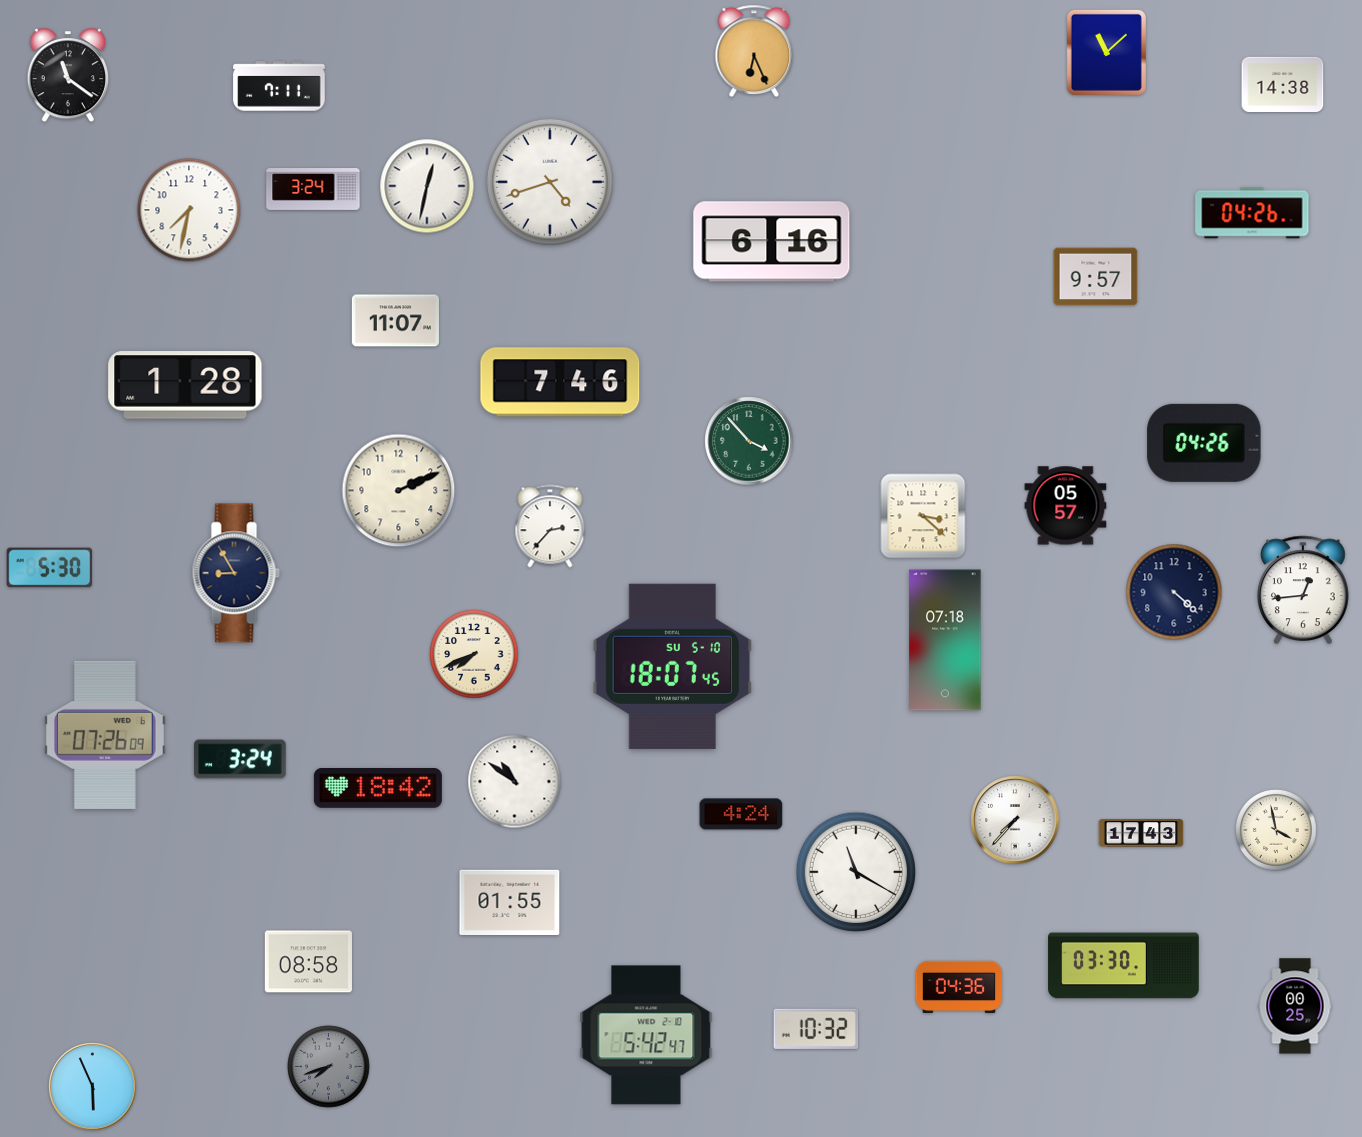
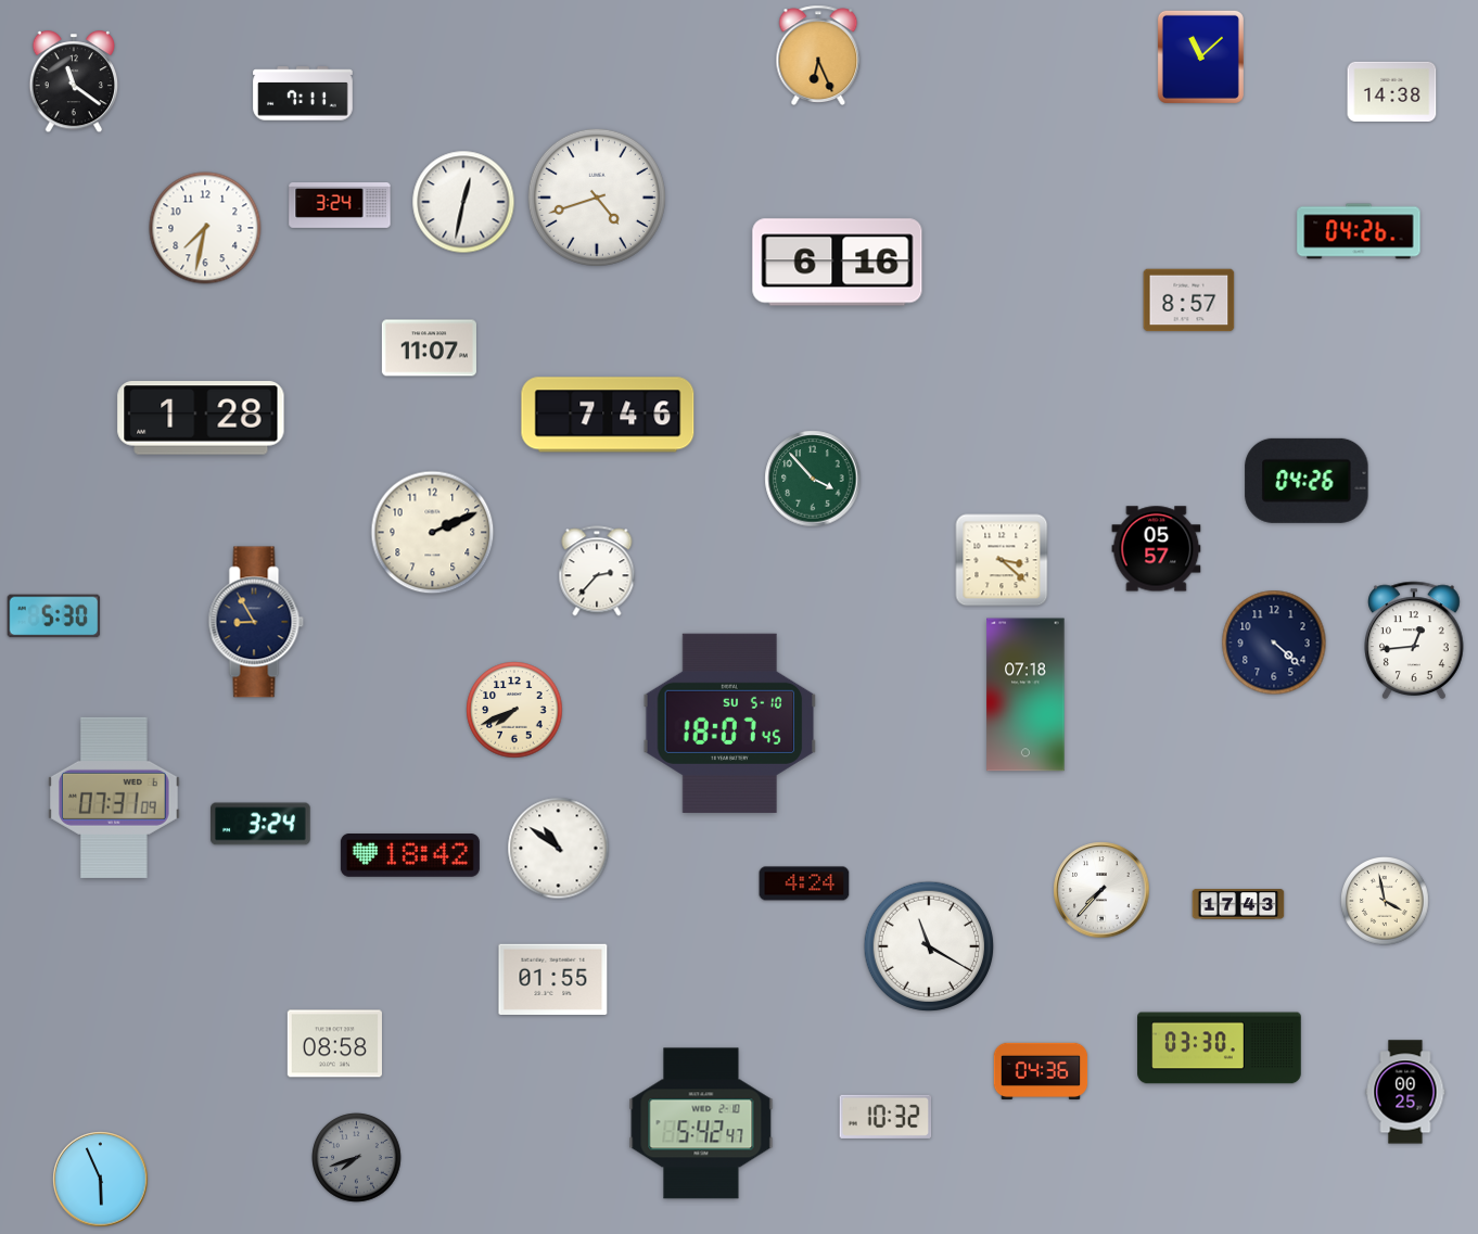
clock at (1096, 277): 9:57 -> 8:57
clock at (105, 735): 07:26 -> 07:31
